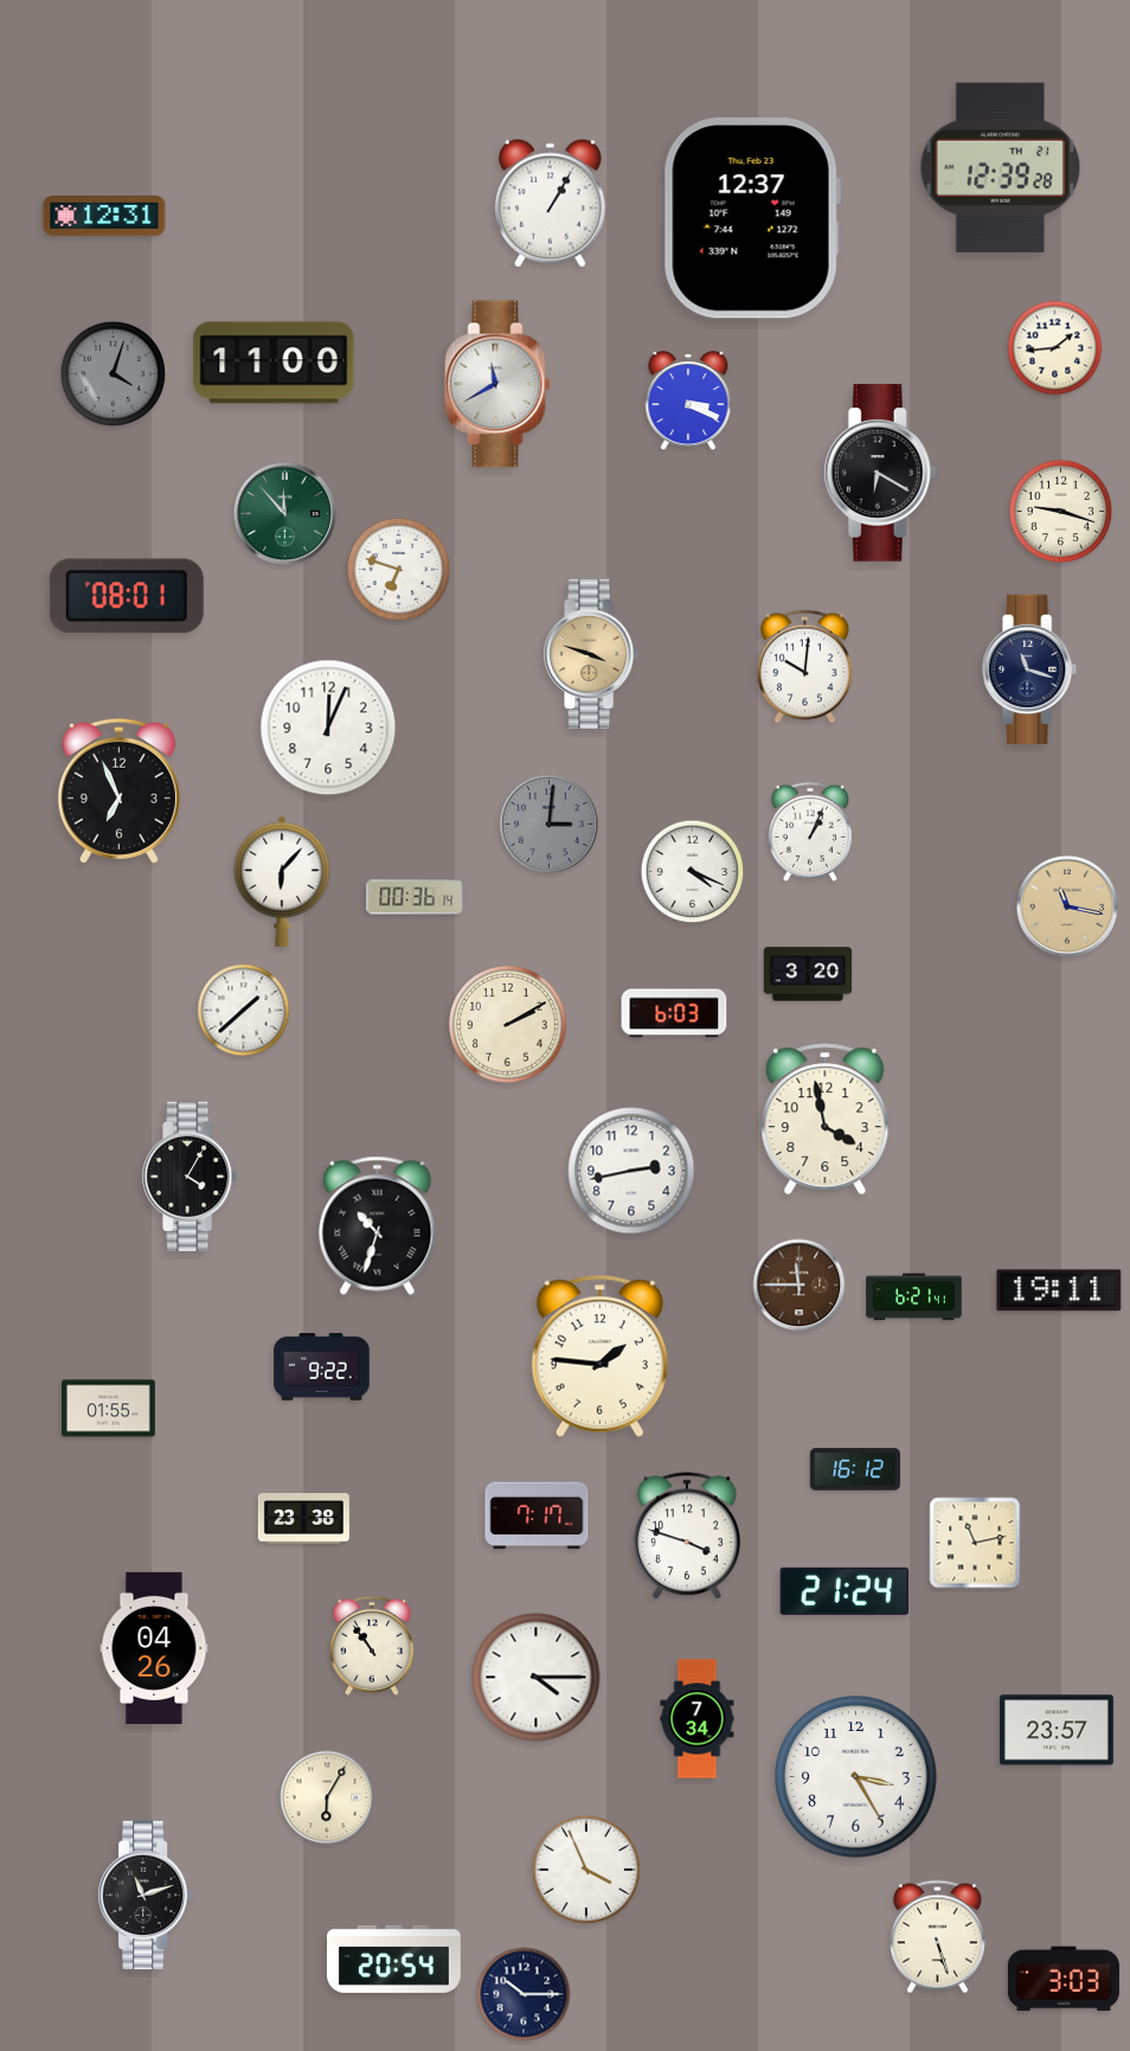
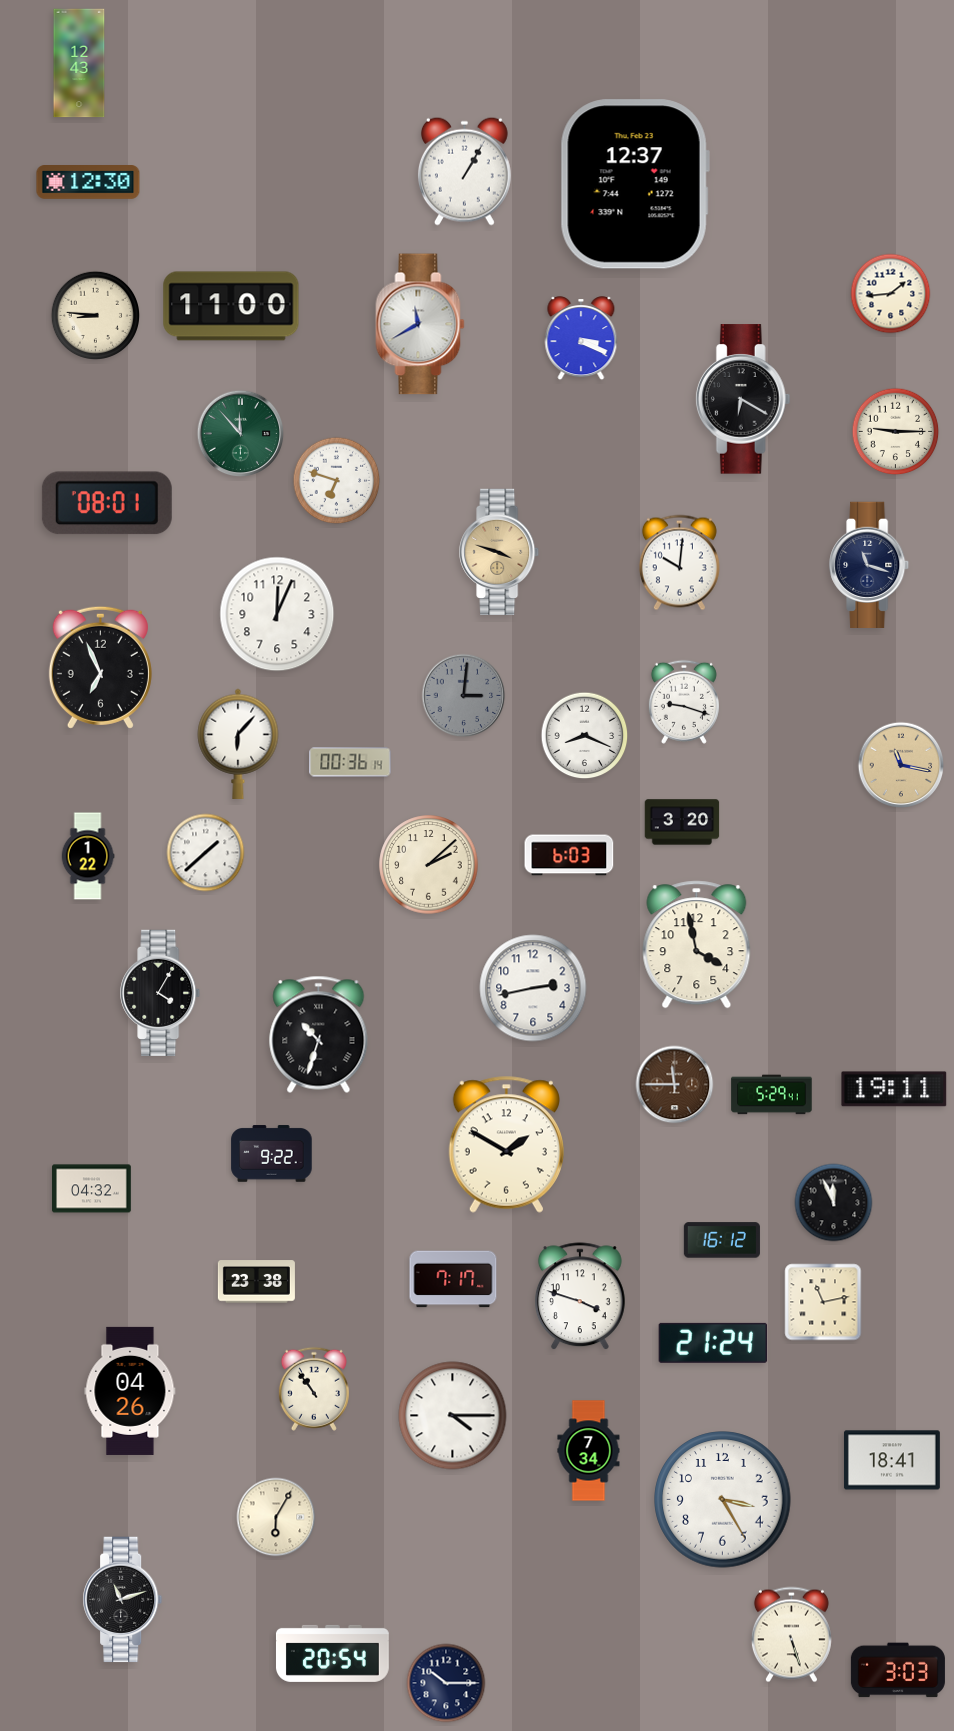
clock at (79, 63): none -> 12:43
clock at (1001, 167): 12:39 -> none
clock at (104, 217): 12:31 -> 12:30
clock at (114, 374): 4:03 -> 8:46
clock at (114, 374) dial: grey -> cream
clock at (1061, 512): 9:18 -> 9:15
clock at (810, 832): 1:04 -> 9:18
clock at (693, 872): 4:19 -> 8:19
clock at (415, 897) position: (415, 897) -> (350, 762)
clock at (88, 856): none -> 1:22
clock at (508, 1025): 2:10 -> 2:08
clock at (914, 1297): 6:21 -> 5:29
clock at (599, 1355): 1:46 -> 1:50
clock at (109, 1409): 01:55 -> 04:32
clock at (834, 1203): none -> 11:56
clock at (1057, 1730): 23:57 -> 18:41
clock at (586, 1870): 3:56 -> none
clock at (524, 1994) position: (524, 1994) -> (446, 1683)
